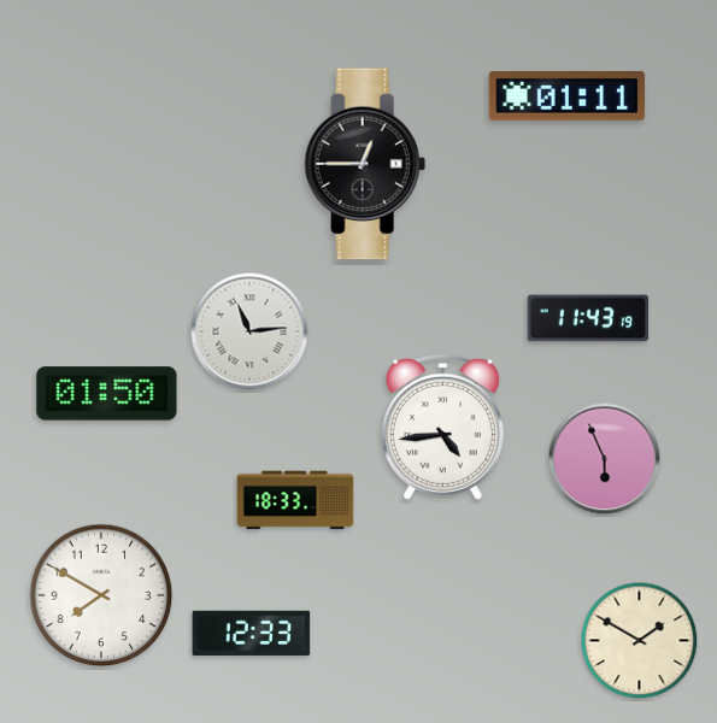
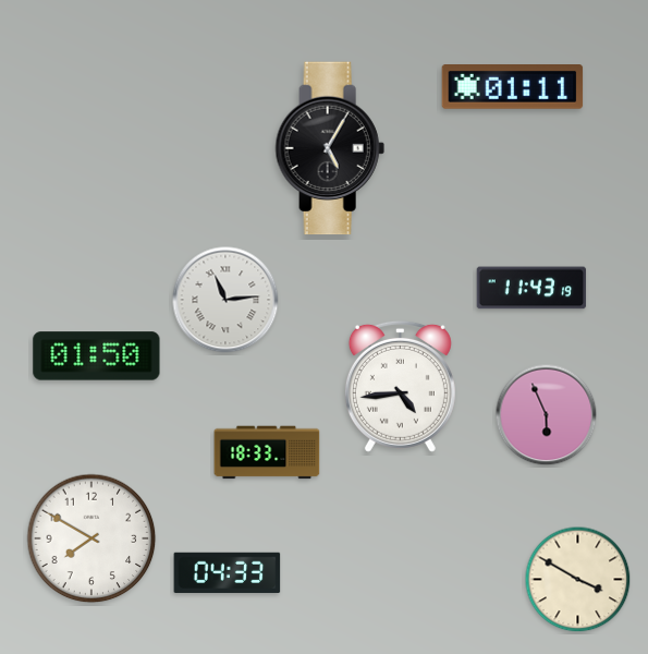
clock at (365, 164): 12:45 -> 5:05
clock at (252, 633): 12:33 -> 04:33
clock at (640, 641): 1:50 -> 3:50
